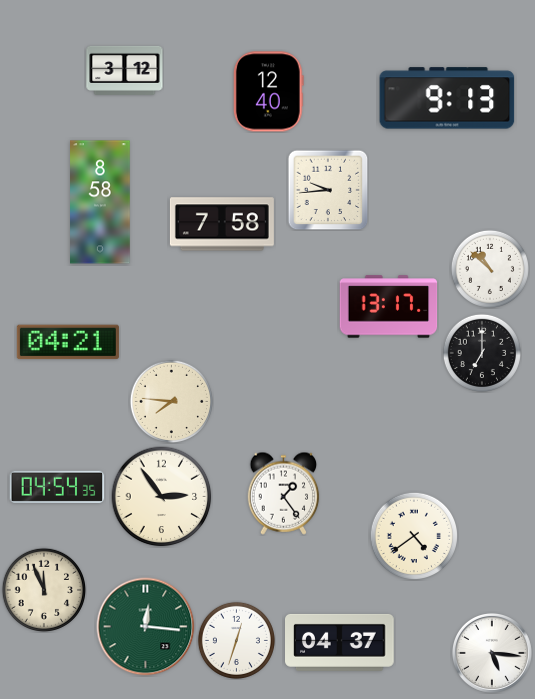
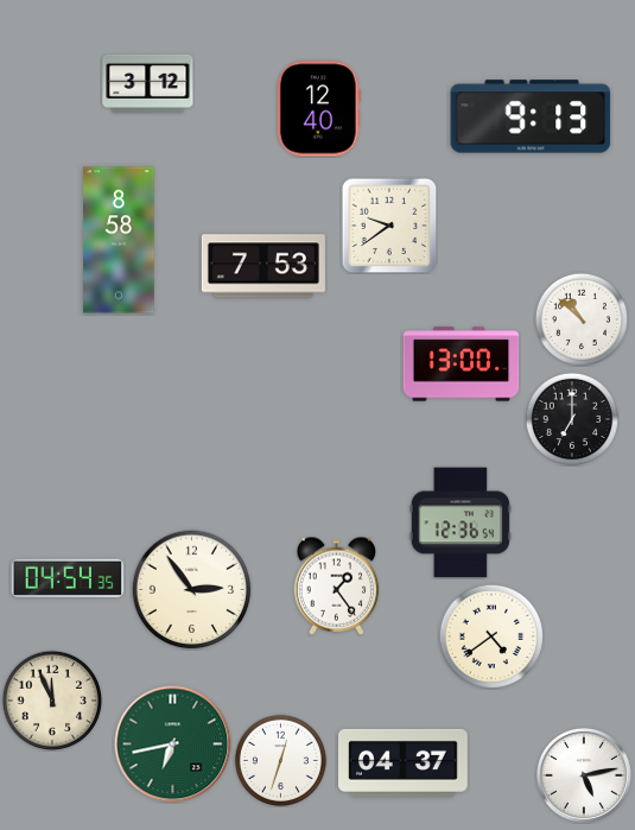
clock at (328, 190): 9:44 -> 9:39
clock at (222, 224): 7:58 -> 7:53
clock at (389, 307): 13:17 -> 13:00
clock at (68, 342): 04:21 -> none
clock at (171, 401): 7:46 -> none
clock at (461, 522): none -> 12:36
clock at (146, 627): 12:16 -> 6:43
clock at (492, 653): 5:16 -> 5:13
